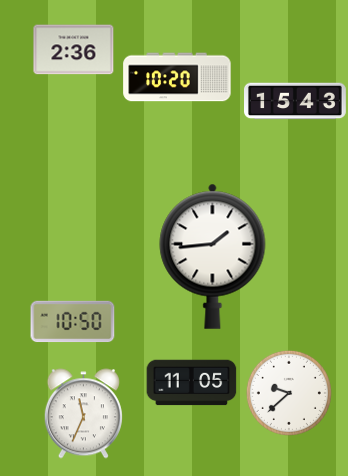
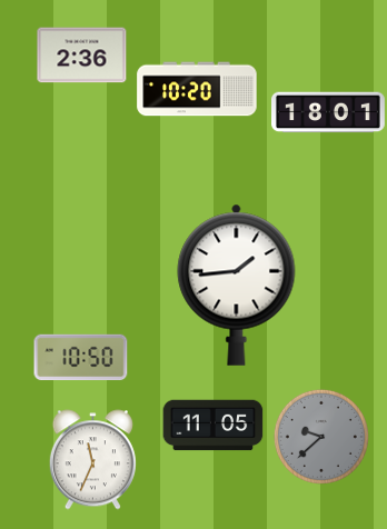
clock at (177, 77) position: (177, 77) -> (197, 89)
clock at (296, 101): 15:43 -> 18:01
clock at (289, 393) dial: white -> grey
